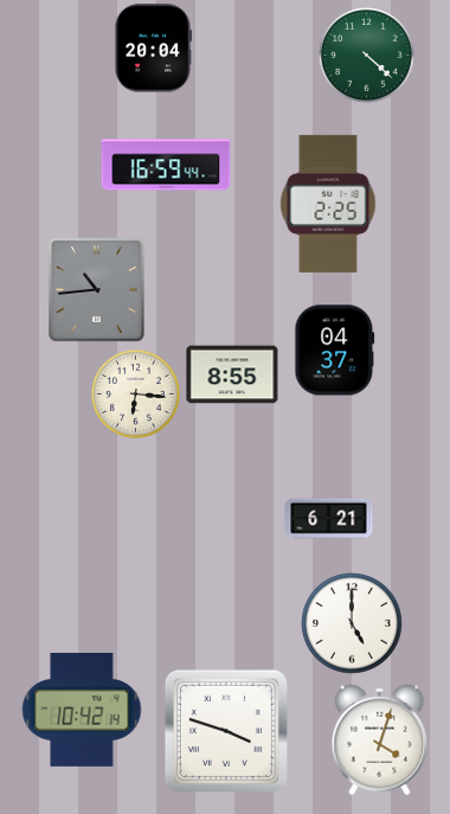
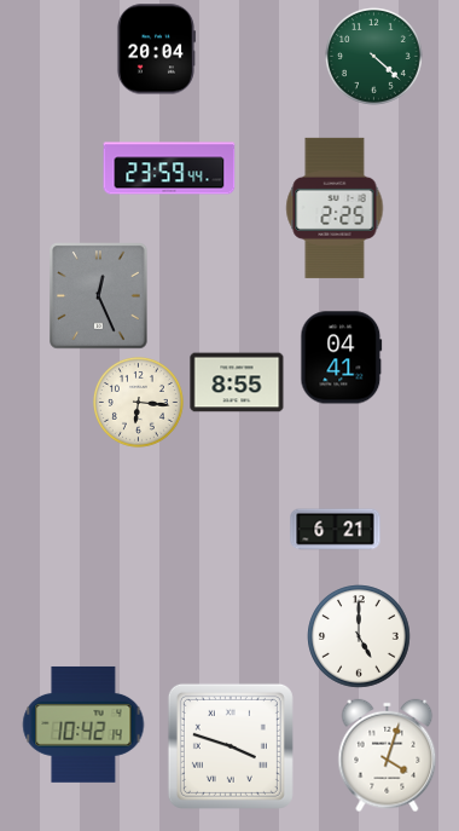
clock at (166, 165): 16:59 -> 23:59
clock at (97, 290): 10:44 -> 12:26
clock at (335, 351): 04:37 -> 04:41
